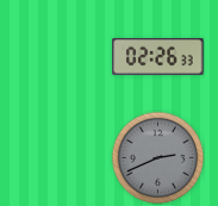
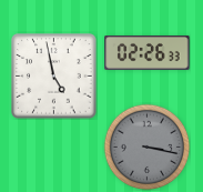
clock at (54, 77): none -> 4:58
clock at (157, 157): 2:41 -> 3:17
